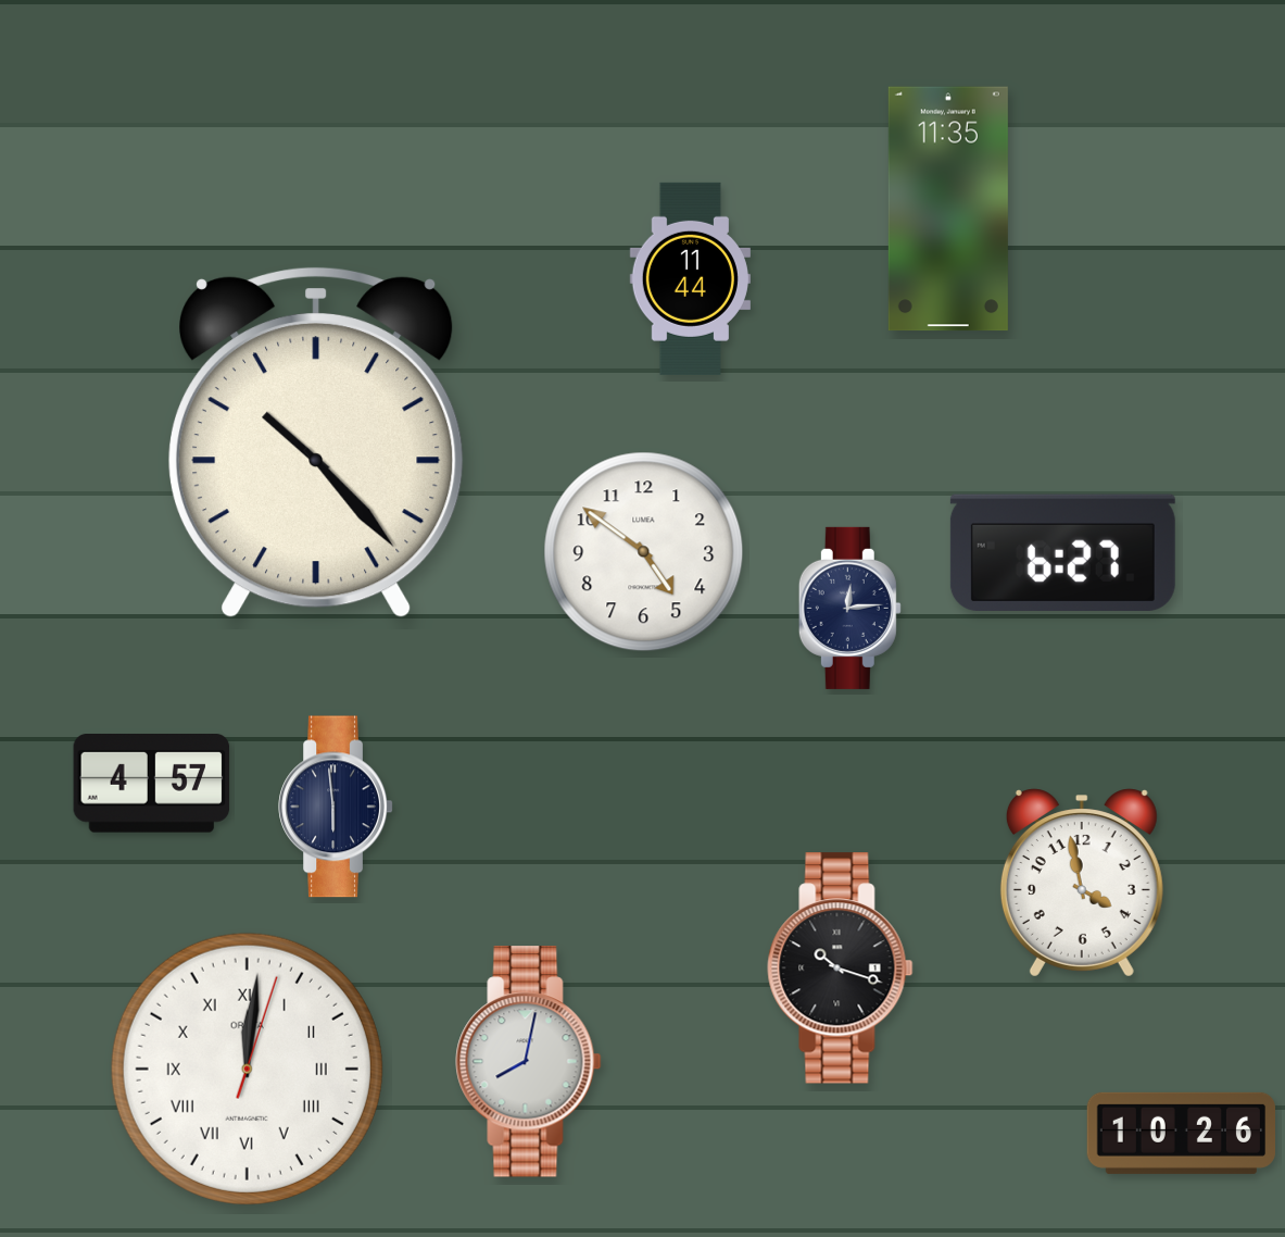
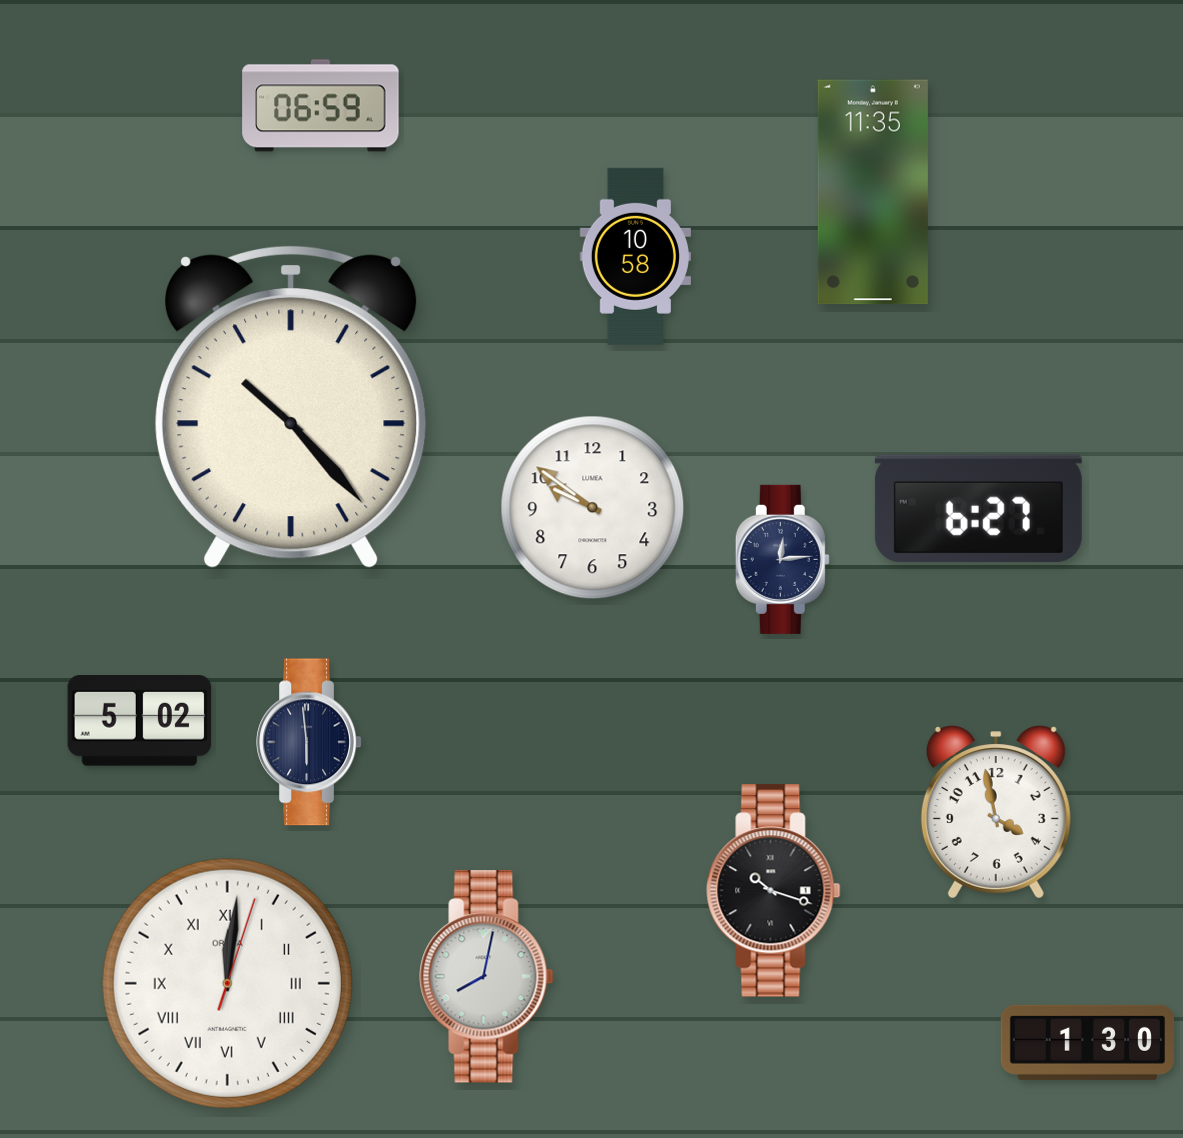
clock at (321, 106): none -> 06:59
clock at (690, 278): 11:44 -> 10:58
clock at (644, 552): 4:51 -> 9:51
clock at (152, 784): 4:57 -> 5:02
clock at (1181, 1133): 10:26 -> 1:30
